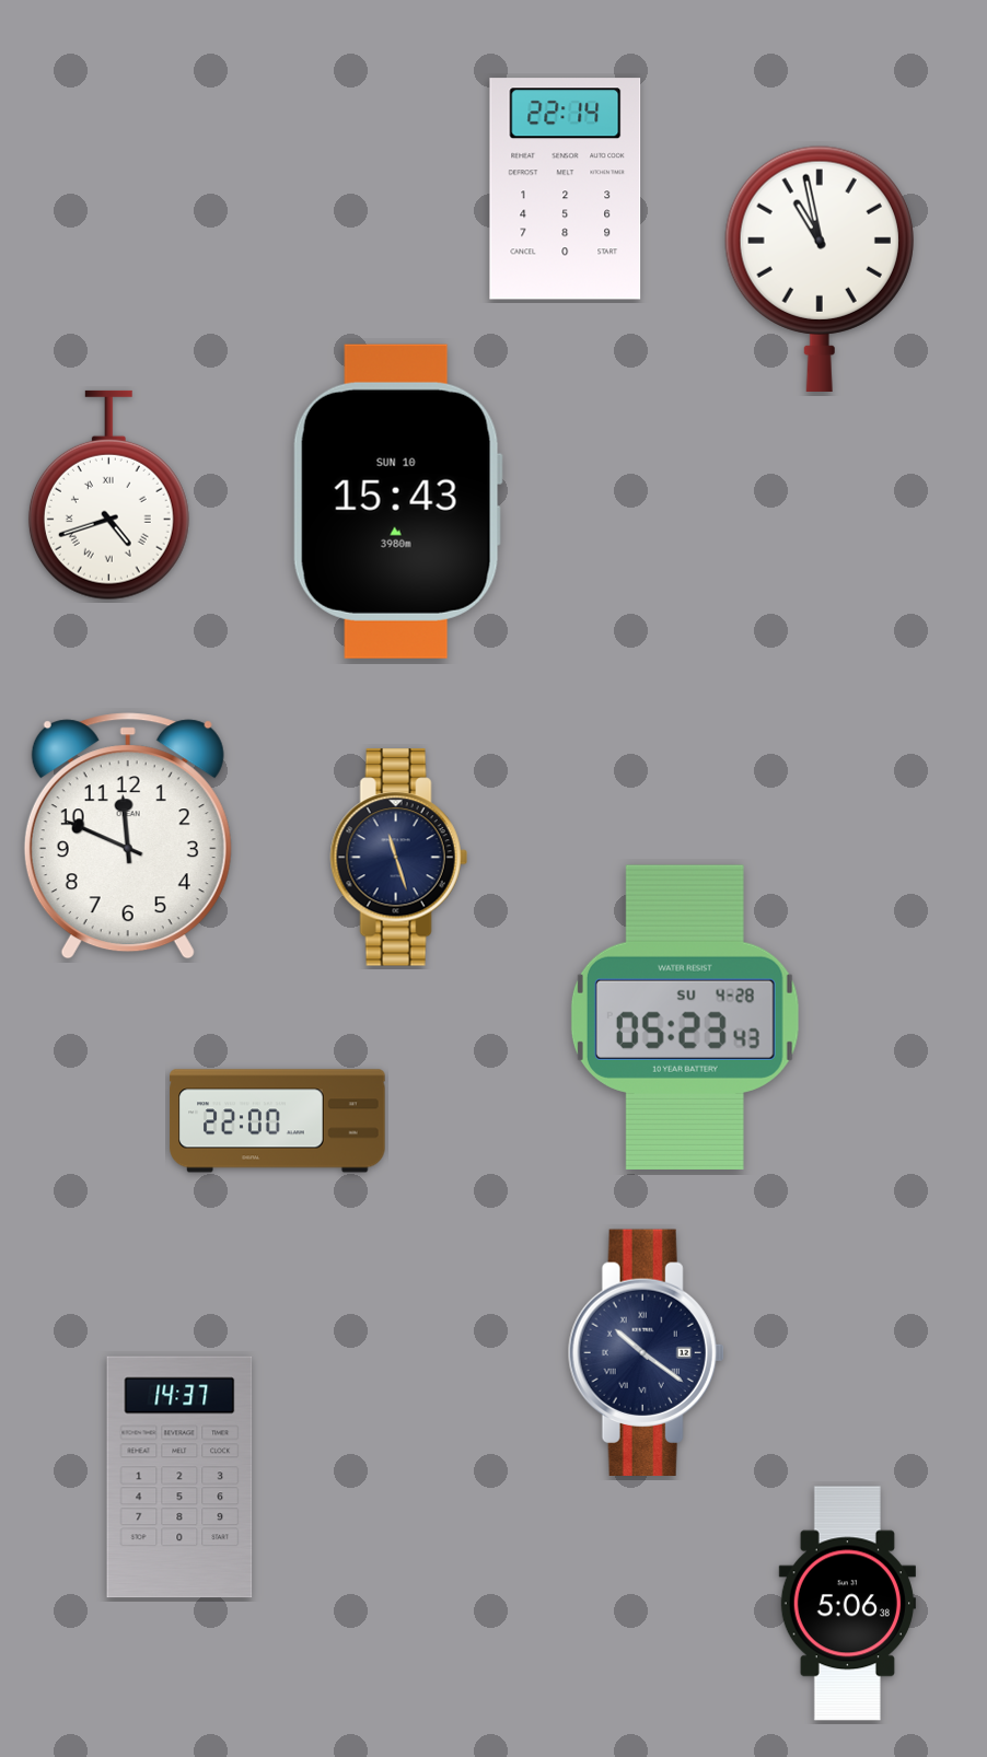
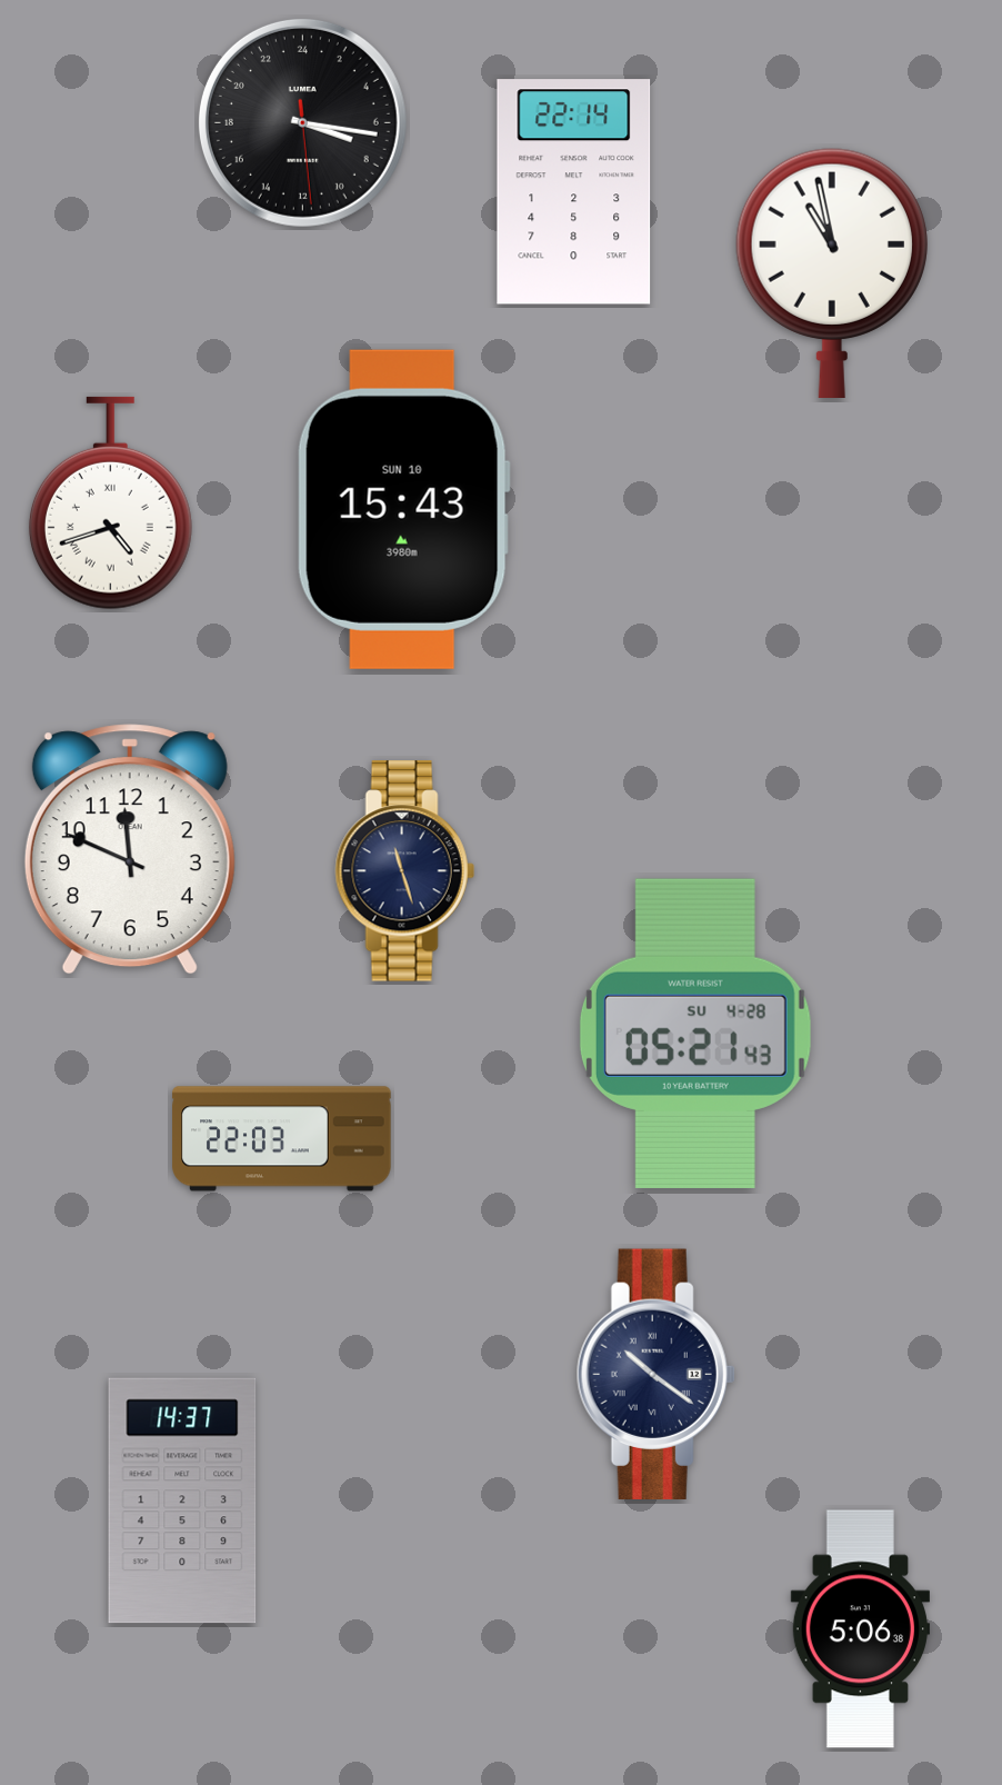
clock at (302, 122): none -> 7:16
clock at (685, 1017): 05:23 -> 05:21
clock at (278, 1121): 22:00 -> 22:03
